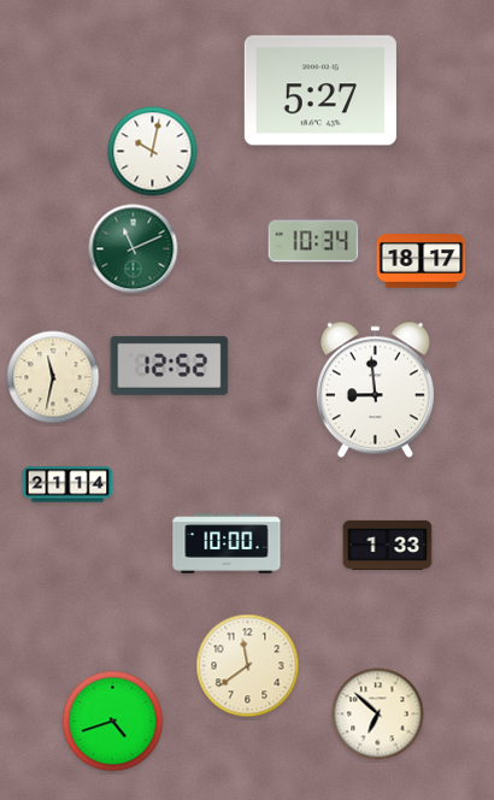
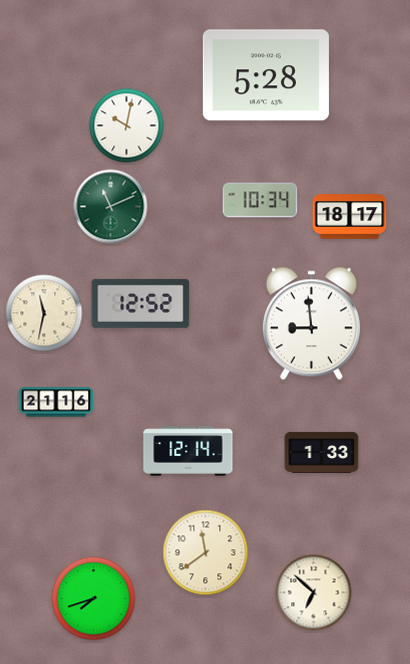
clock at (320, 90): 5:27 -> 5:28
clock at (67, 484): 21:14 -> 21:16
clock at (227, 543): 10:00 -> 12:14
clock at (113, 722): 4:42 -> 7:42
